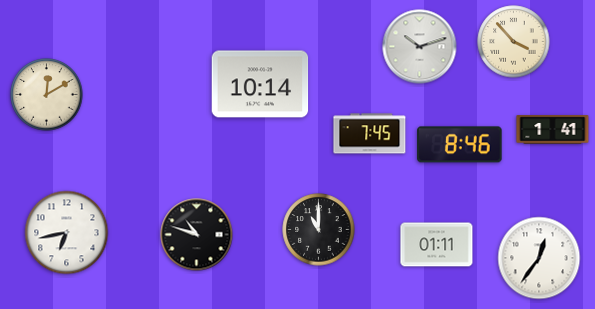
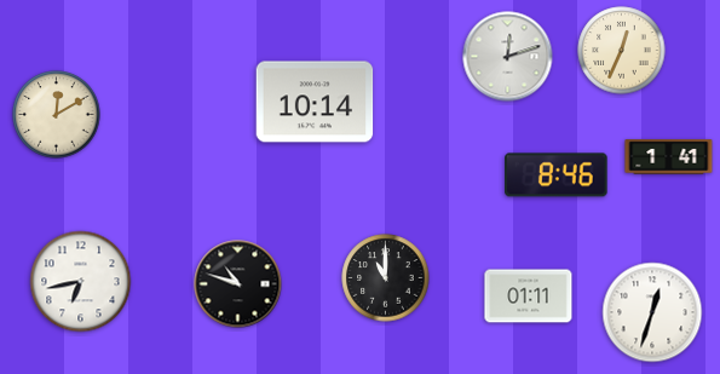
clock at (514, 42): 3:53 -> 12:34
clock at (420, 47): 10:12 -> 12:12
clock at (370, 134): 7:45 -> none
clock at (539, 258): 12:36 -> 12:33
